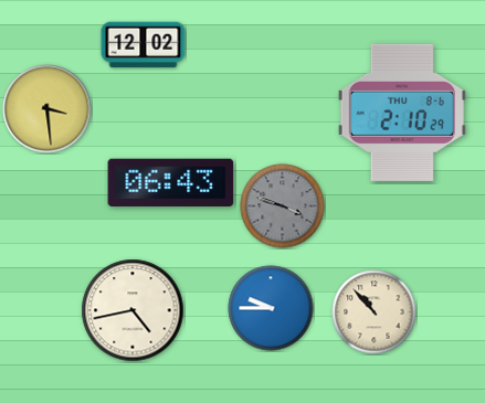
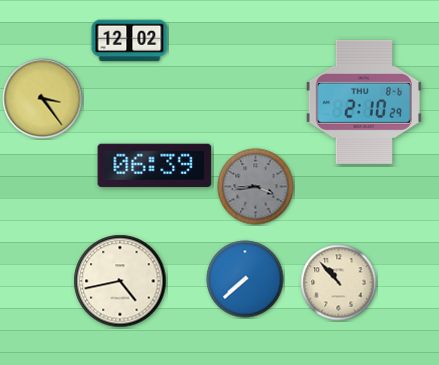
clock at (48, 109): 3:29 -> 3:24
clock at (171, 182): 06:43 -> 06:39
clock at (283, 206): 3:48 -> 3:44
clock at (271, 308): 9:45 -> 7:38
